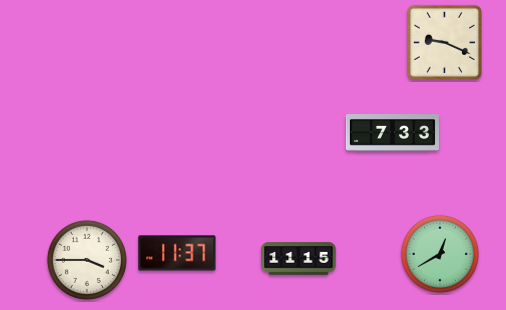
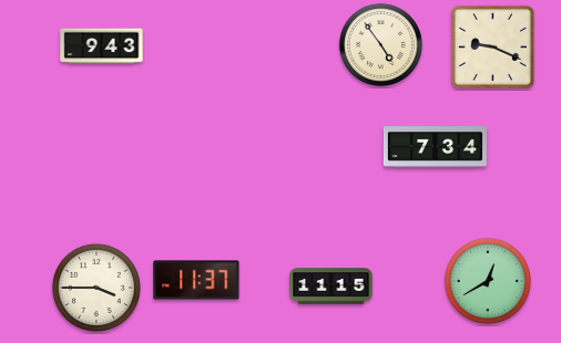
clock at (380, 44): none -> 4:54
clock at (102, 46): none -> 9:43
clock at (392, 133): 7:33 -> 7:34
